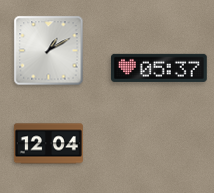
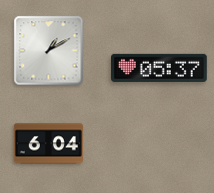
clock at (48, 144): 12:04 -> 6:04
